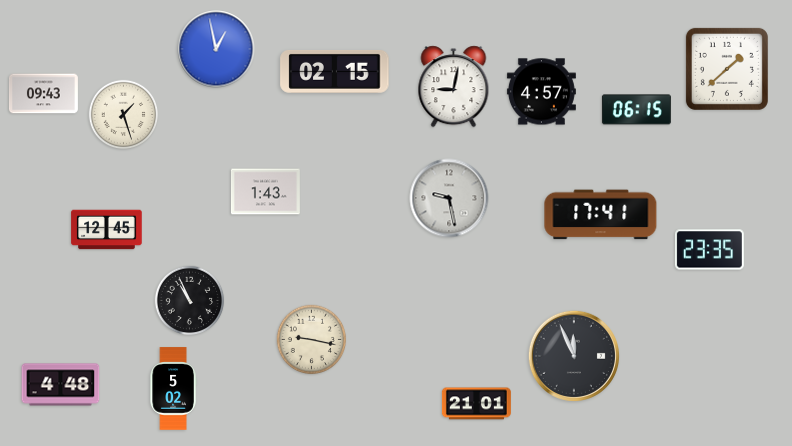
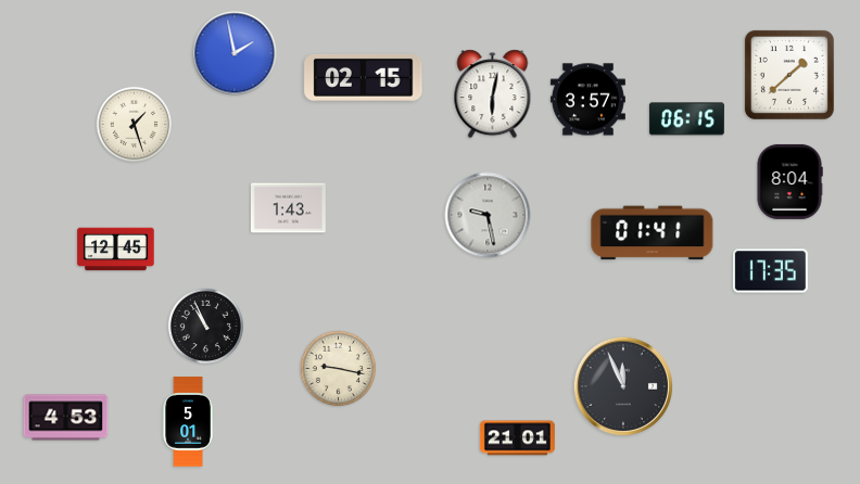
clock at (216, 49): 12:58 -> 1:58
clock at (454, 87): 9:02 -> 6:02
clock at (541, 92): 4:57 -> 3:57
clock at (43, 94): 09:43 -> none
clock at (636, 110) position: (636, 110) -> (686, 119)
clock at (789, 181): none -> 8:04
clock at (601, 215): 17:41 -> 01:41
clock at (709, 250): 23:35 -> 17:35
clock at (61, 385): 4:48 -> 4:53
clock at (173, 389): 5:02 -> 5:01
